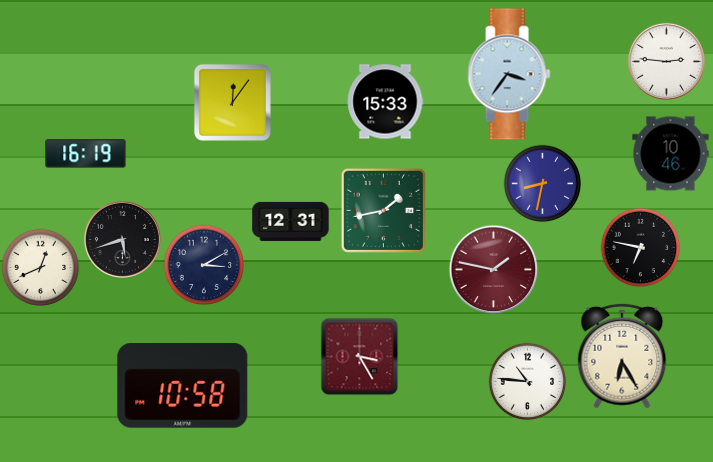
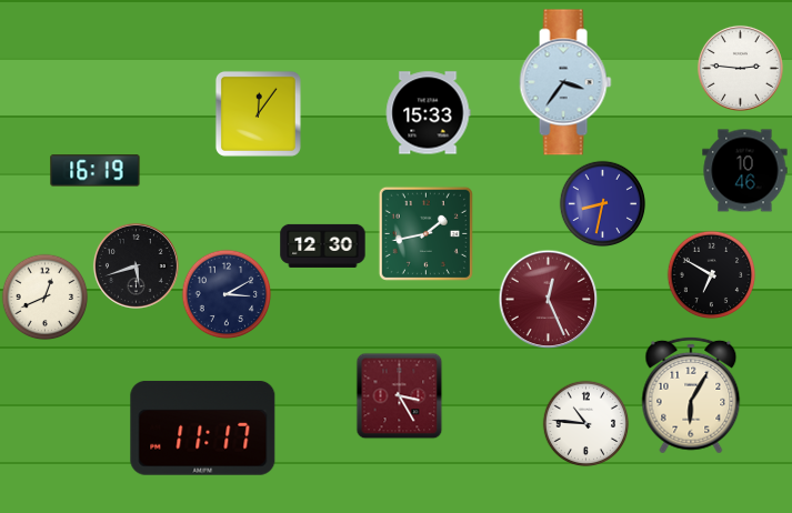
clock at (291, 221): 12:31 -> 12:30
clock at (640, 247): 6:47 -> 6:50
clock at (493, 269): 1:47 -> 12:26
clock at (622, 356): 6:25 -> 6:05
clock at (183, 385): 10:58 -> 11:17
